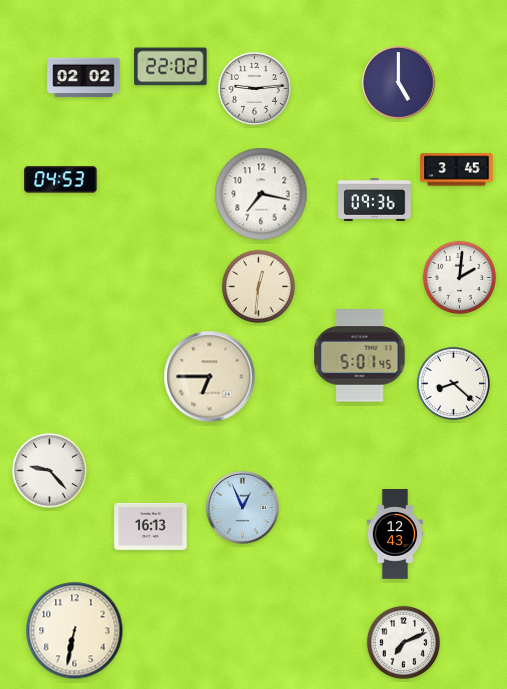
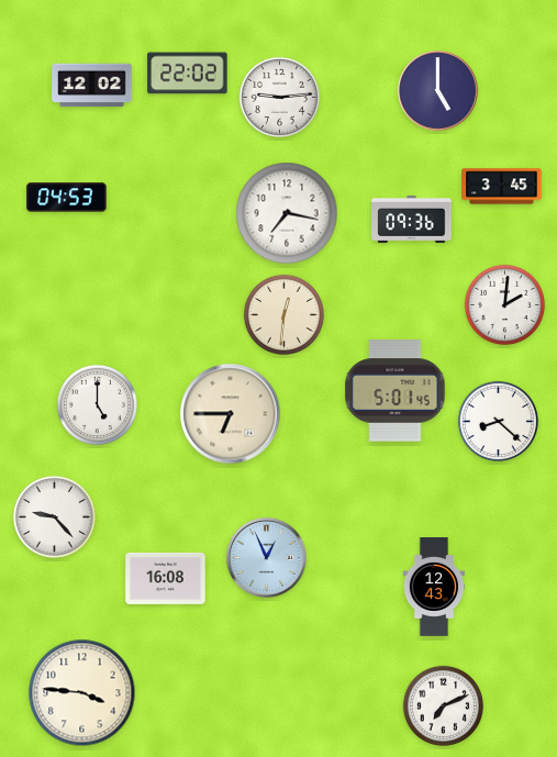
clock at (84, 78): 02:02 -> 12:02
clock at (97, 404): none -> 5:00
clock at (151, 526): 16:13 -> 16:08
clock at (75, 631): 6:32 -> 3:46
